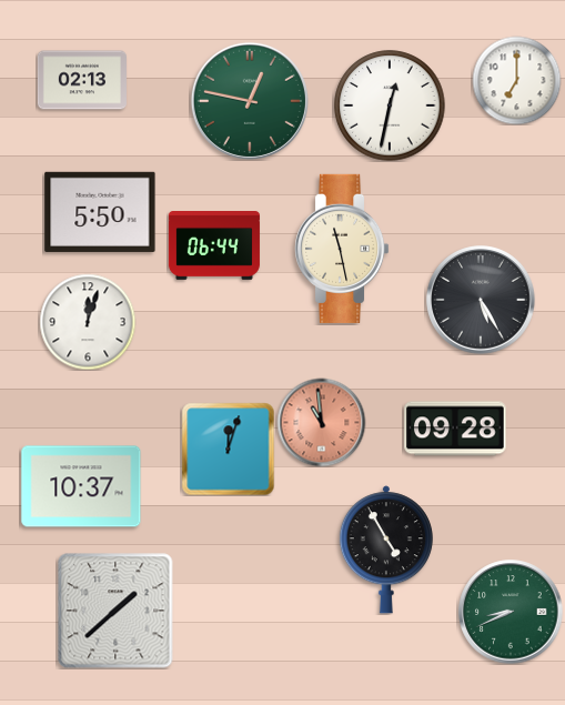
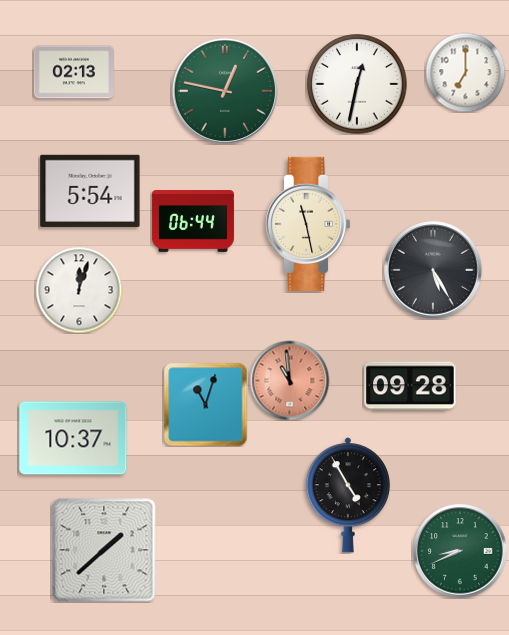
clock at (390, 105) position: (390, 105) -> (357, 84)
clock at (100, 212): 5:50 -> 5:54
clock at (228, 449): 12:03 -> 11:03
